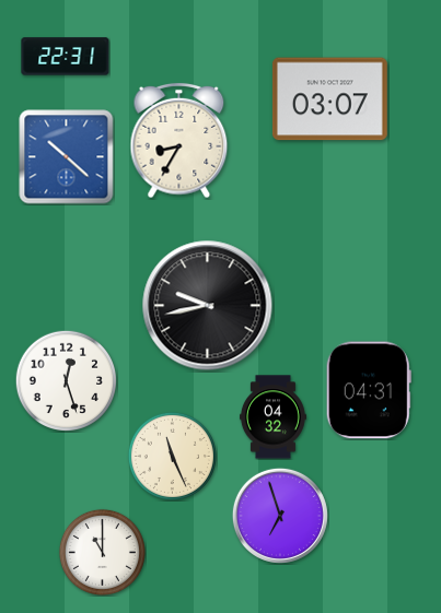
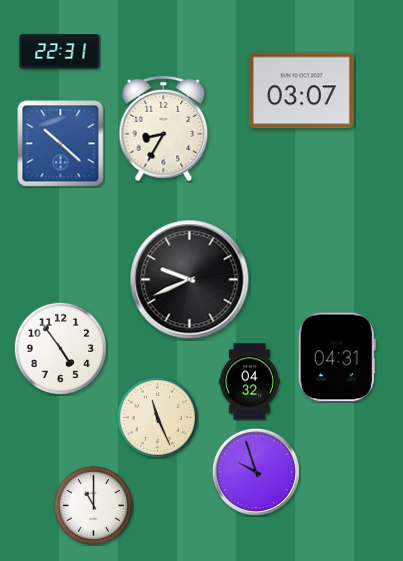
clock at (208, 306): 9:43 -> 9:41
clock at (66, 380): 12:27 -> 4:54
clock at (280, 516): 6:57 -> 9:57
